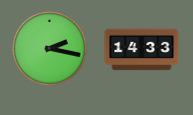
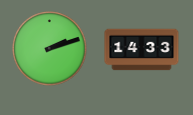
clock at (50, 49): 2:17 -> 2:12
